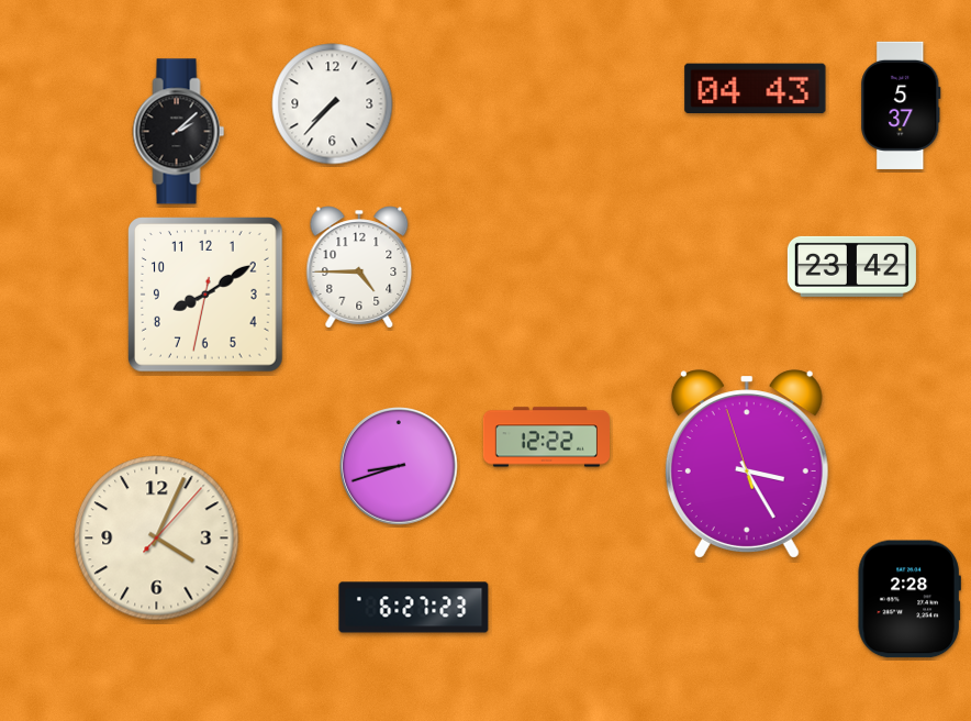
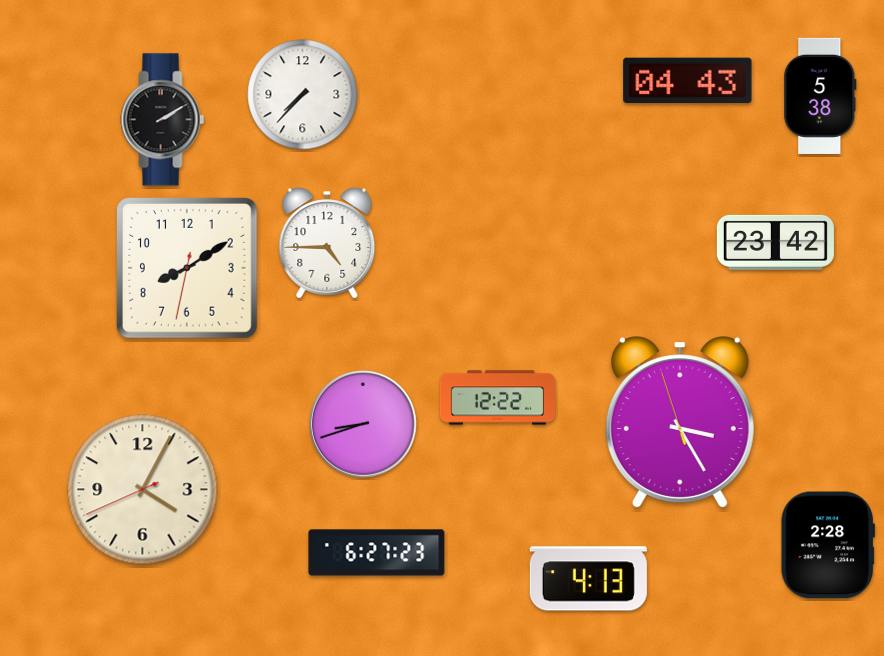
clock at (901, 106): 5:37 -> 5:38
clock at (179, 132): 2:08 -> 2:10
clock at (157, 539): 4:04:07 -> 4:04:41
clock at (588, 579): none -> 4:13
